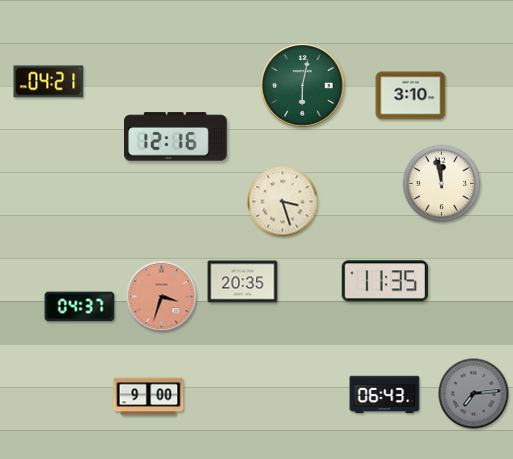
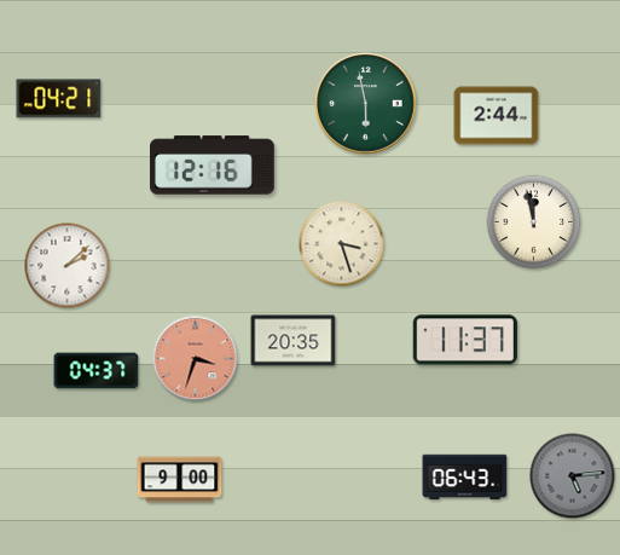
clock at (303, 86): 6:02 -> 5:58
clock at (411, 96): 3:10 -> 2:44
clock at (68, 266): none -> 2:08
clock at (385, 281): 11:35 -> 11:37
clock at (474, 394): 7:14 -> 5:14
